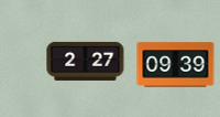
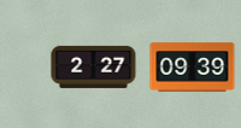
clock at (176, 65) position: (176, 65) -> (193, 68)
